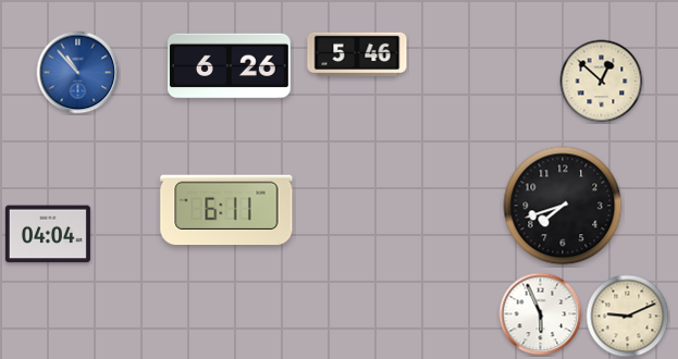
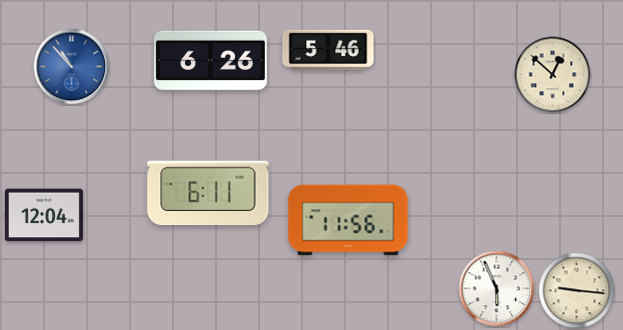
clock at (563, 206): 7:42 -> none
clock at (48, 234): 04:04 -> 12:04
clock at (348, 220): none -> 11:56
clock at (628, 317): 9:11 -> 9:16
